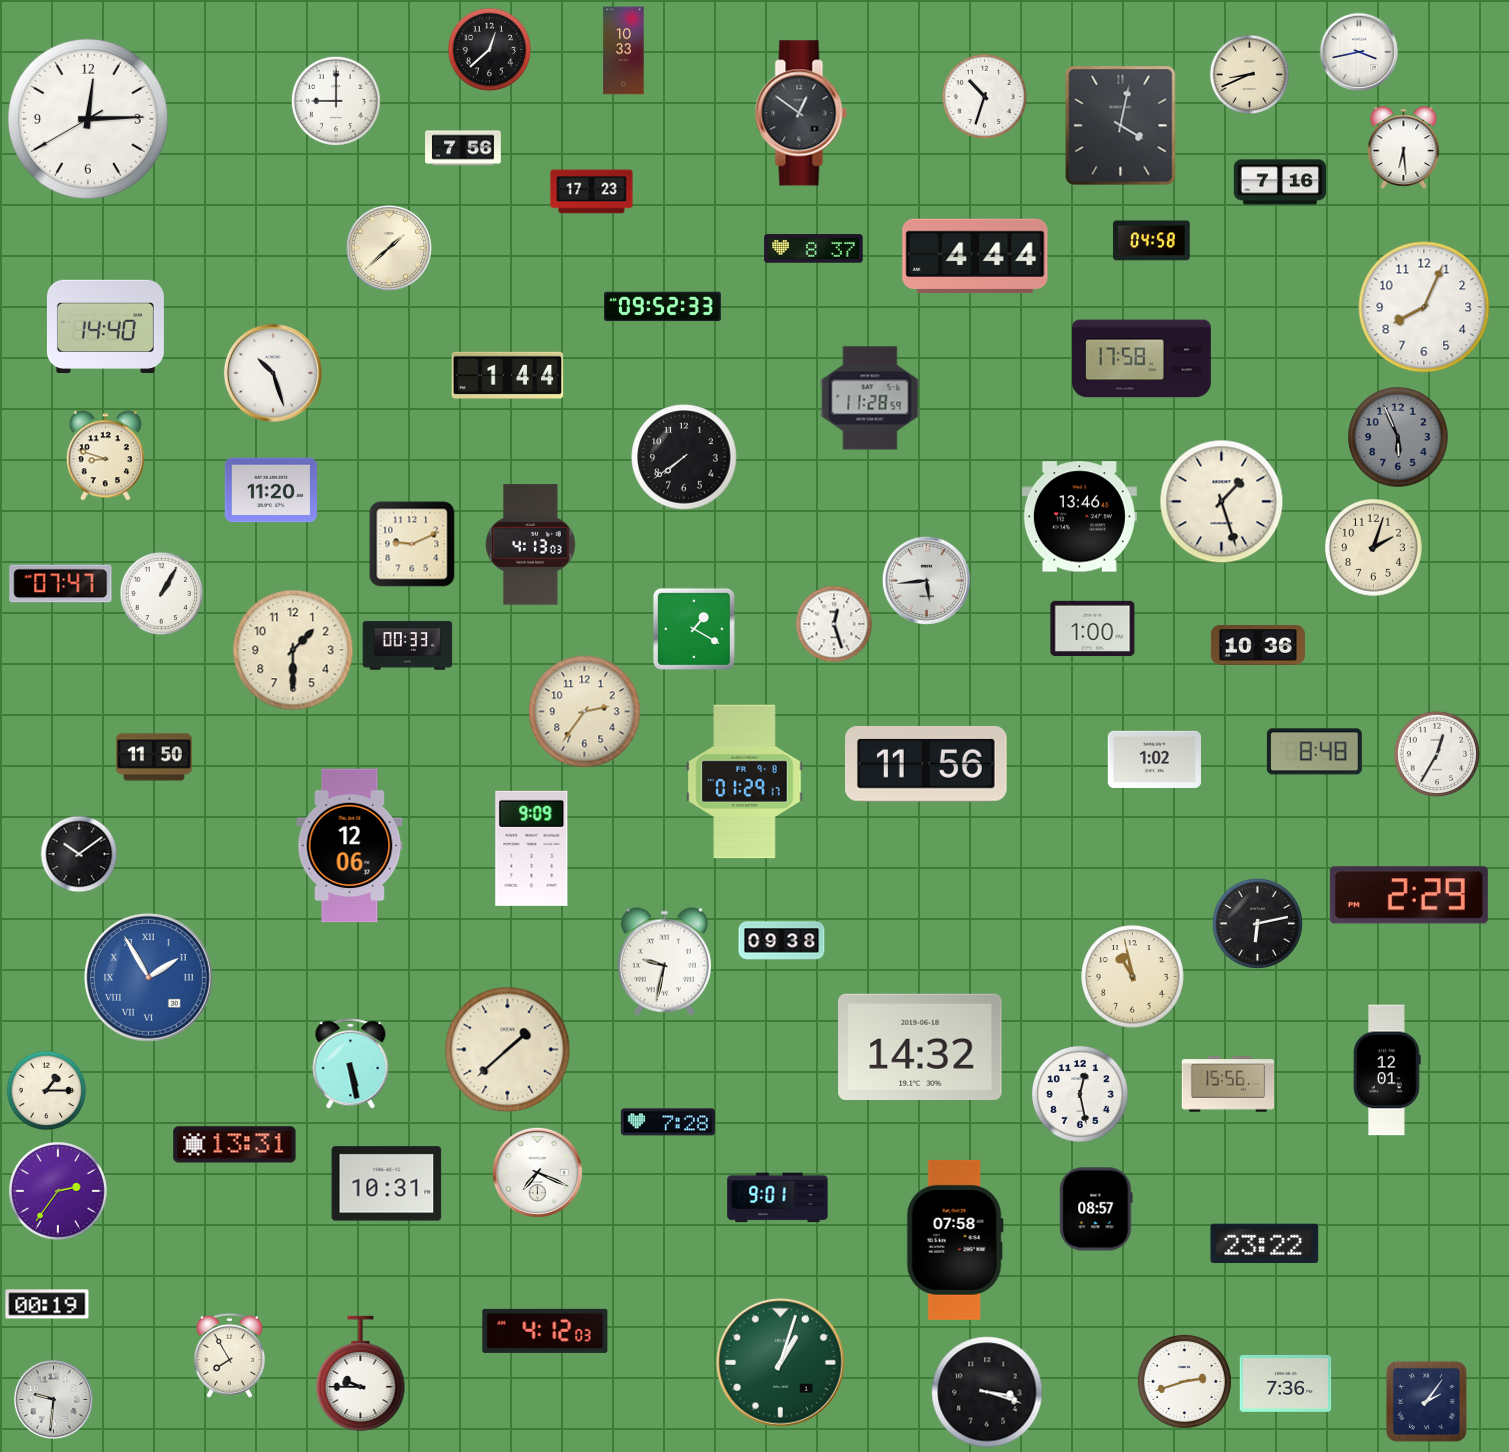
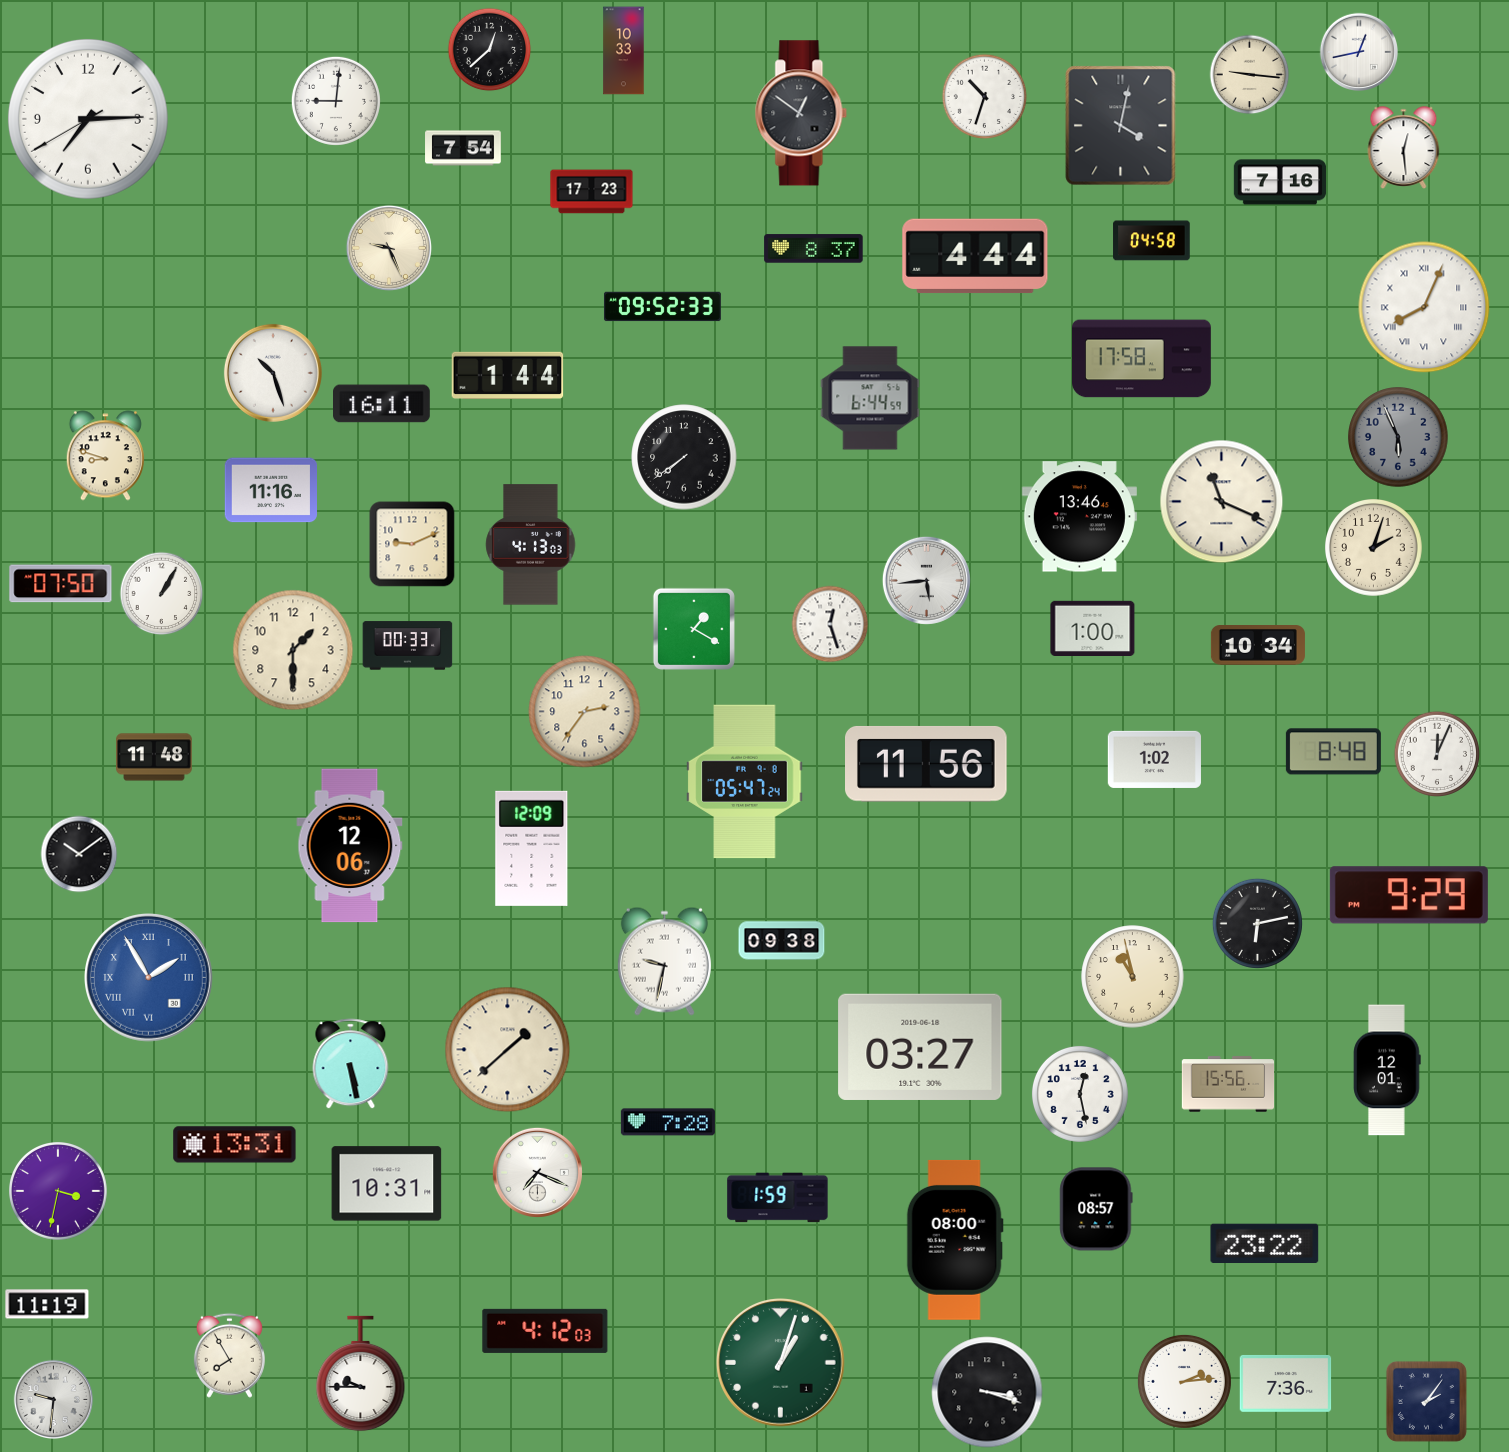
clock at (1358, 51): 3:43 -> 12:43
clock at (1250, 75): 8:41 -> 9:16
clock at (336, 101): 9:00 -> 9:01
clock at (88, 119): 12:14 -> 7:14
clock at (463, 148): 7:56 -> 7:54
clock at (1404, 148): 6:29 -> 12:29
clock at (389, 248): 1:38 -> 9:26
clock at (1424, 307) numerals: Arabic -> Roman
clock at (105, 327): 14:40 -> none
clock at (870, 398): 11:28 -> 6:44
clock at (382, 404): none -> 16:11
clock at (270, 490): 11:20 -> 11:16
clock at (1222, 502): 1:27 -> 11:19
clock at (61, 584): 07:47 -> 07:50
clock at (834, 624) position: (834, 624) -> (830, 624)
clock at (1258, 646): 10:36 -> 10:34
clock at (1314, 752) position: (1314, 752) -> (1333, 752)
clock at (1436, 753): 12:35 -> 12:04
clock at (155, 757): 11:50 -> 11:48
clock at (745, 782): 01:29 -> 05:47
clock at (532, 848): 9:09 -> 12:09
clock at (1409, 895): 2:29 -> 9:29
clock at (920, 1047): 14:32 -> 03:27
clock at (47, 1091): 1:15 -> none
clock at (59, 1192): 2:36 -> 3:32
clock at (778, 1198): 9:01 -> 1:59
clock at (955, 1240): 07:58 -> 08:00
clock at (47, 1304): 00:19 -> 11:19
clock at (1184, 1381): 2:42 -> 2:14
